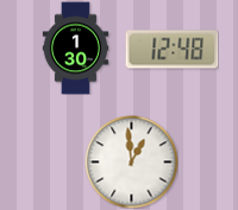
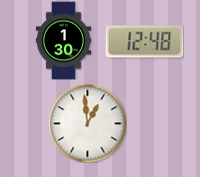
clock at (131, 161) position: (131, 161) -> (87, 123)
